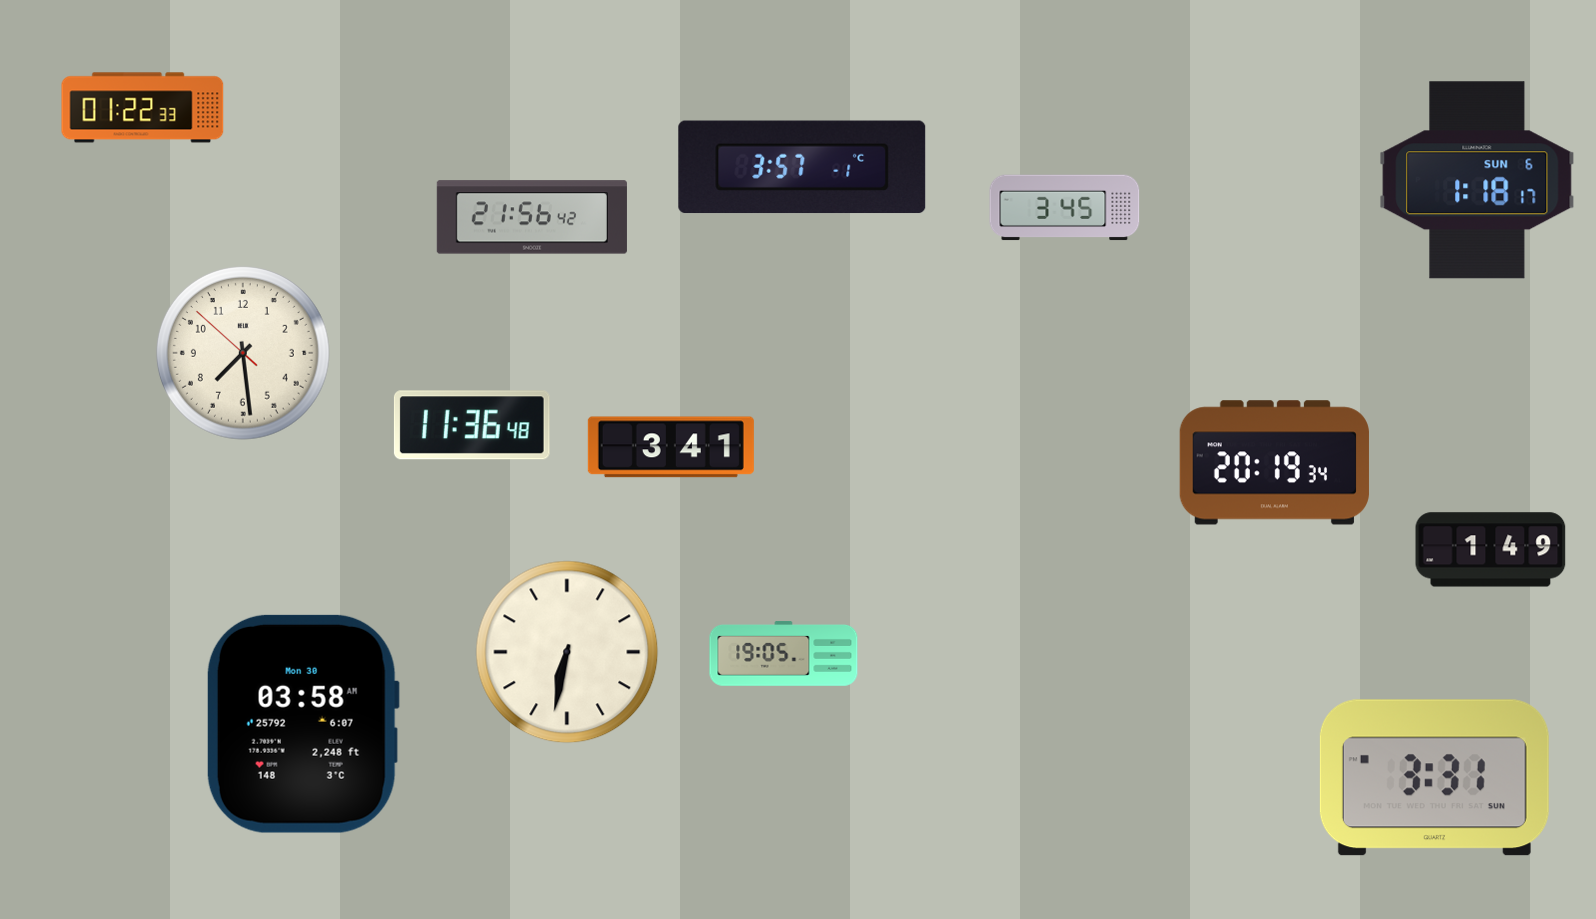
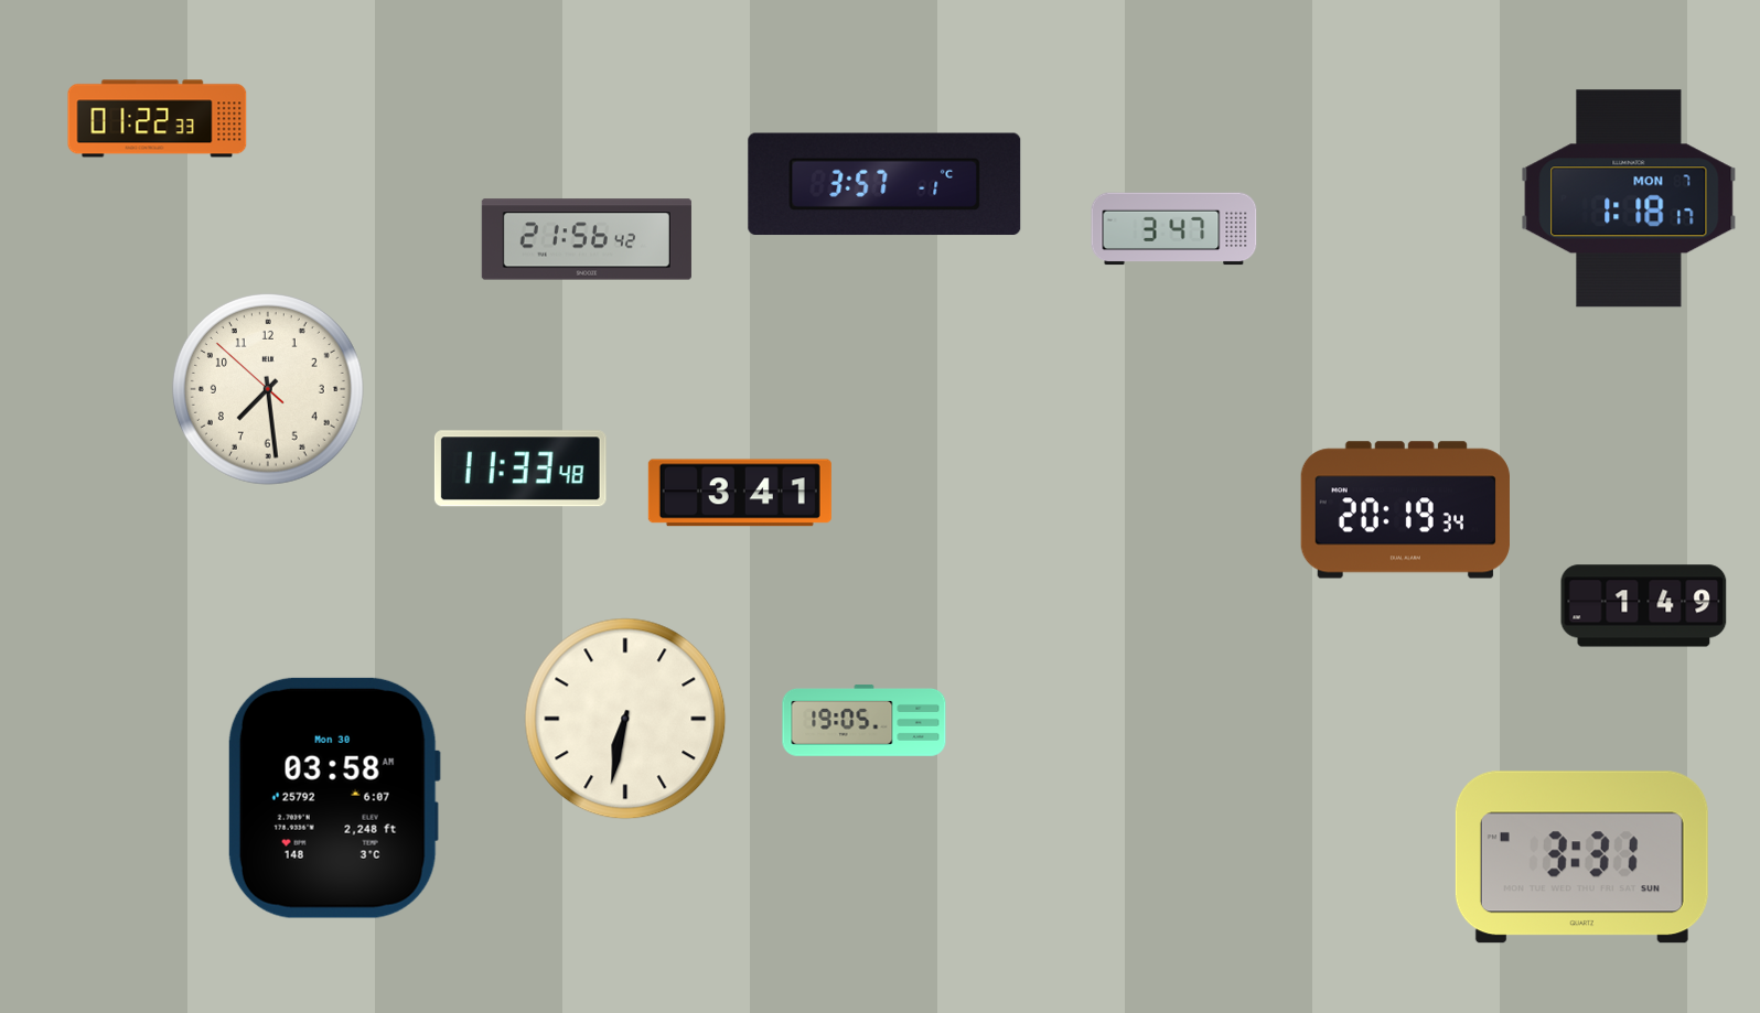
clock at (1477, 180) date: SUN 6 -> MON 7
clock at (1065, 208): 3:45 -> 3:47
clock at (472, 425): 11:36 -> 11:33
